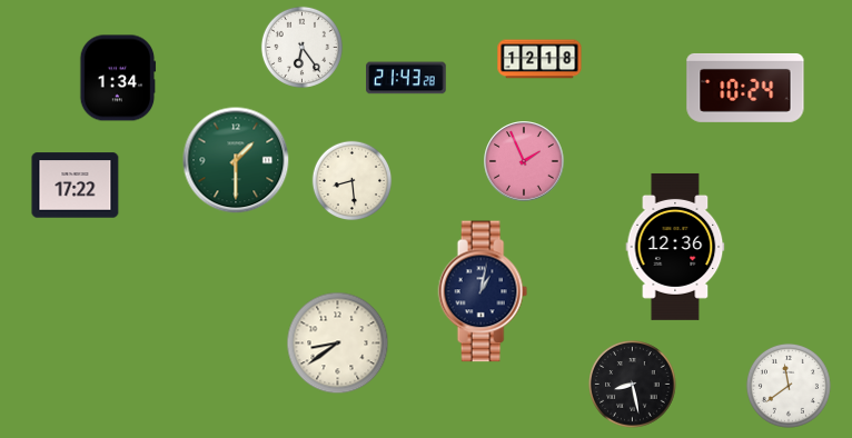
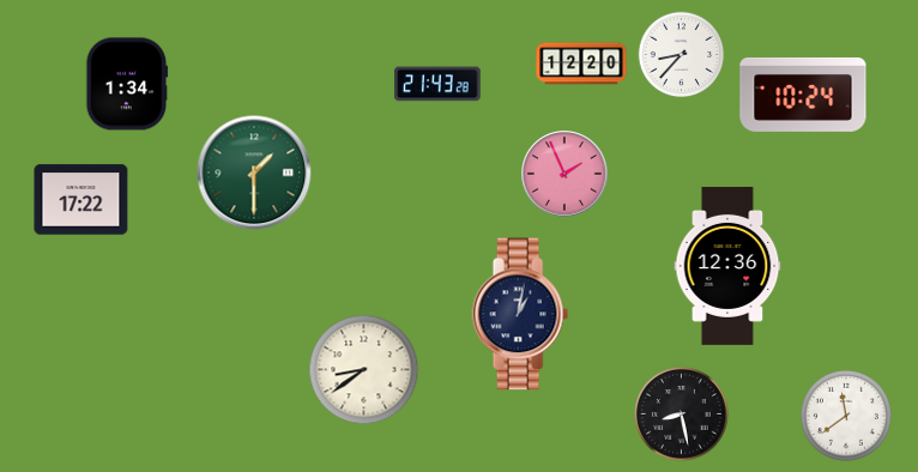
clock at (301, 47): 6:24 -> none
clock at (682, 55): none -> 8:37
clock at (539, 59): 12:18 -> 12:20
clock at (353, 181): 8:29 -> none
clock at (789, 386) position: (789, 386) -> (846, 416)
